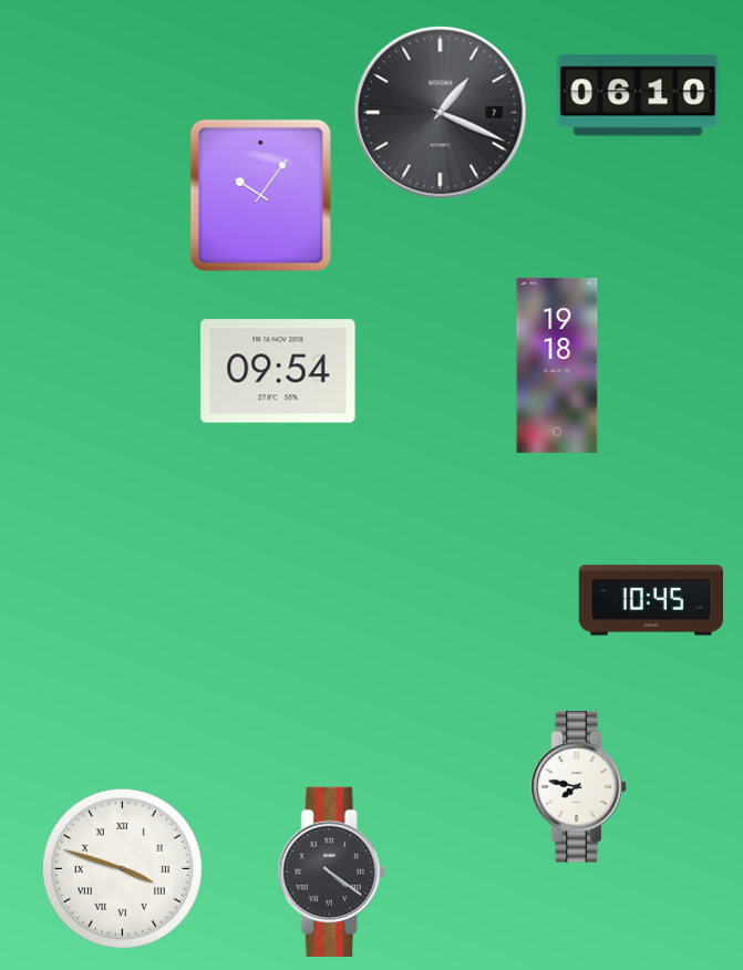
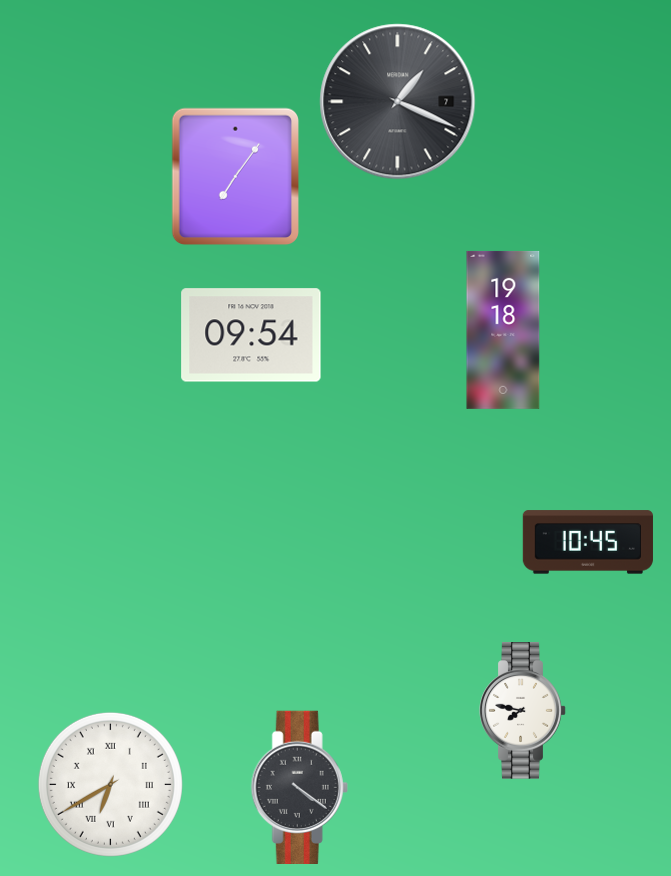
clock at (638, 95): 06:10 -> none
clock at (261, 196): 10:06 -> 7:06
clock at (122, 868): 3:48 -> 6:40
